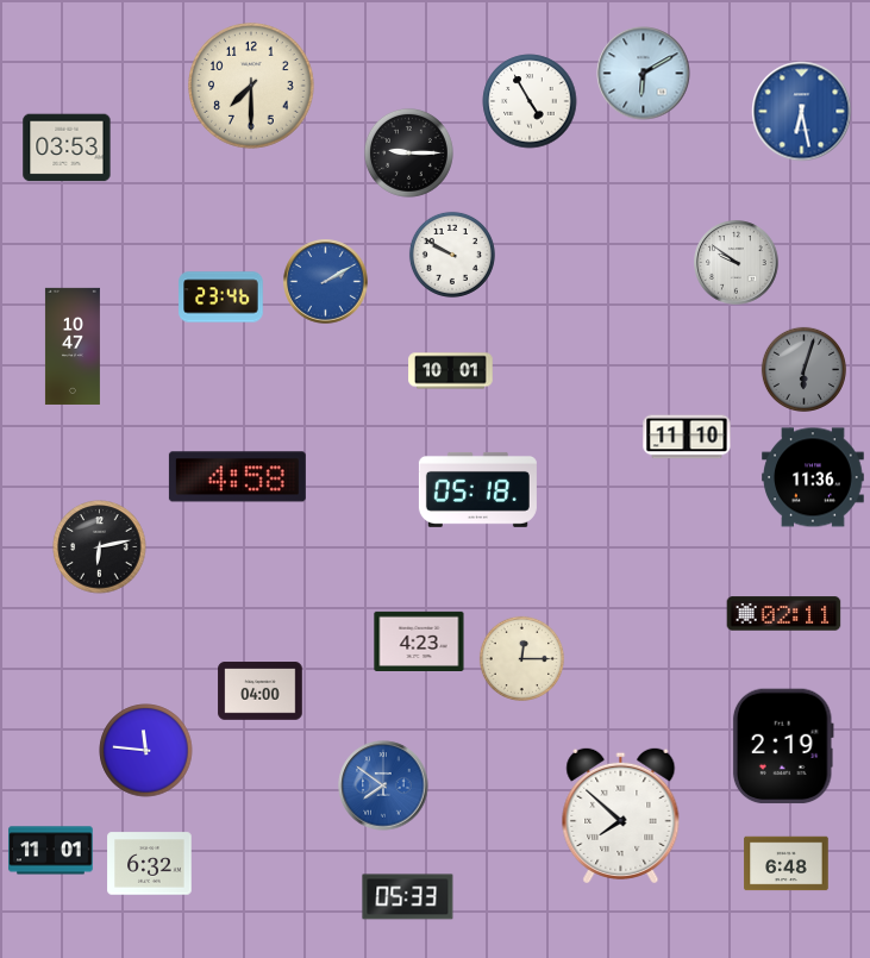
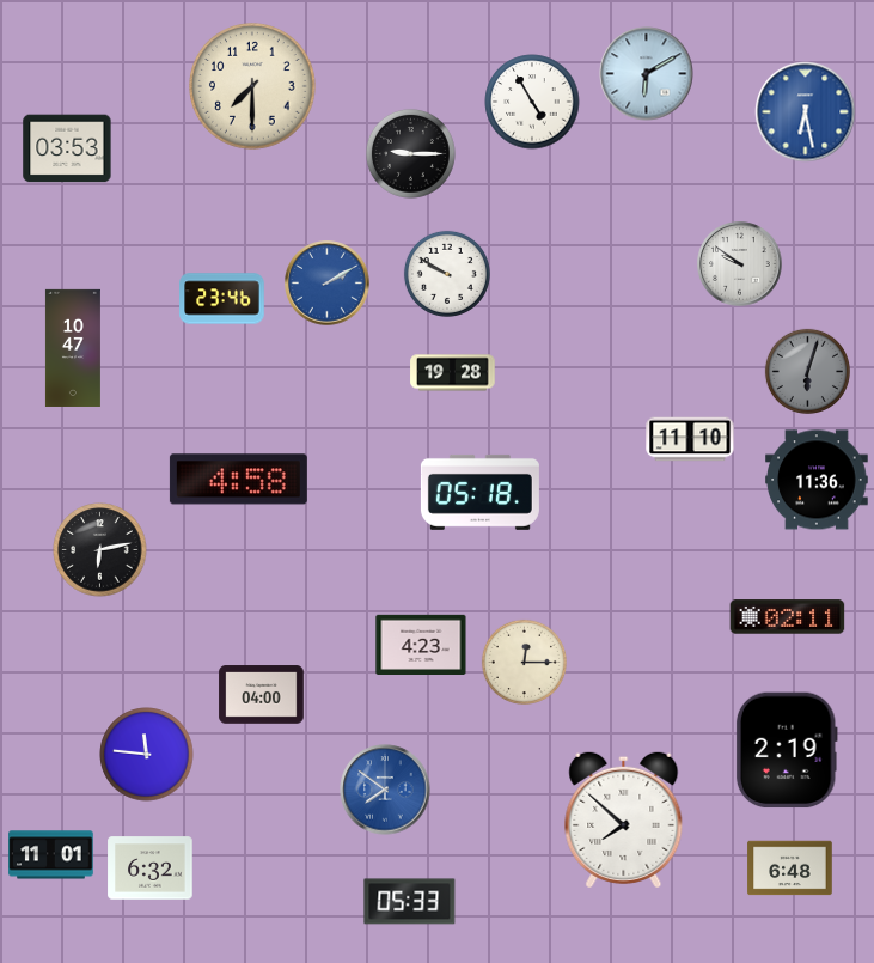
clock at (452, 255) position: (452, 255) -> (447, 274)
clock at (451, 371): 10:01 -> 19:28
